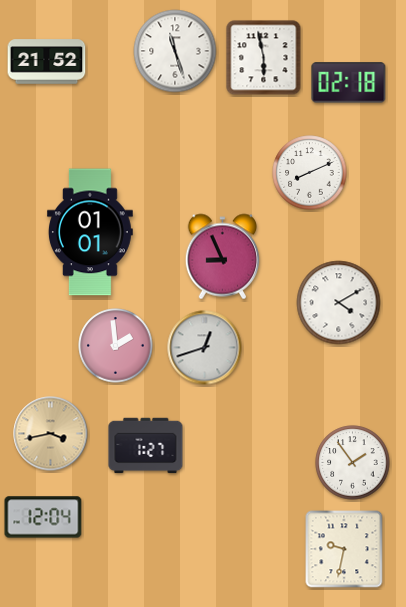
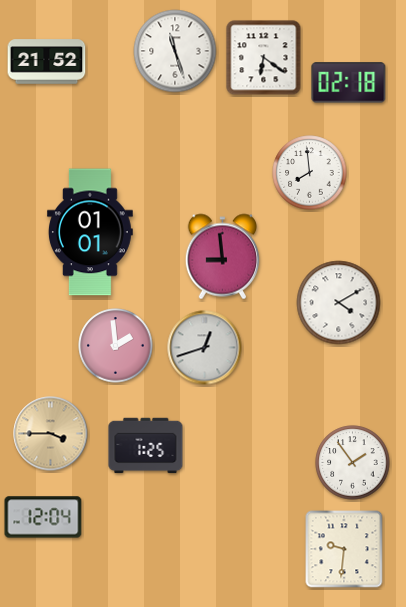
clock at (264, 58): 5:58 -> 6:21
clock at (310, 173): 8:11 -> 7:59
clock at (223, 257): 8:56 -> 8:59
clock at (51, 434): 3:43 -> 3:45
clock at (146, 446): 1:27 -> 1:25
clock at (344, 549): 9:32 -> 9:31
